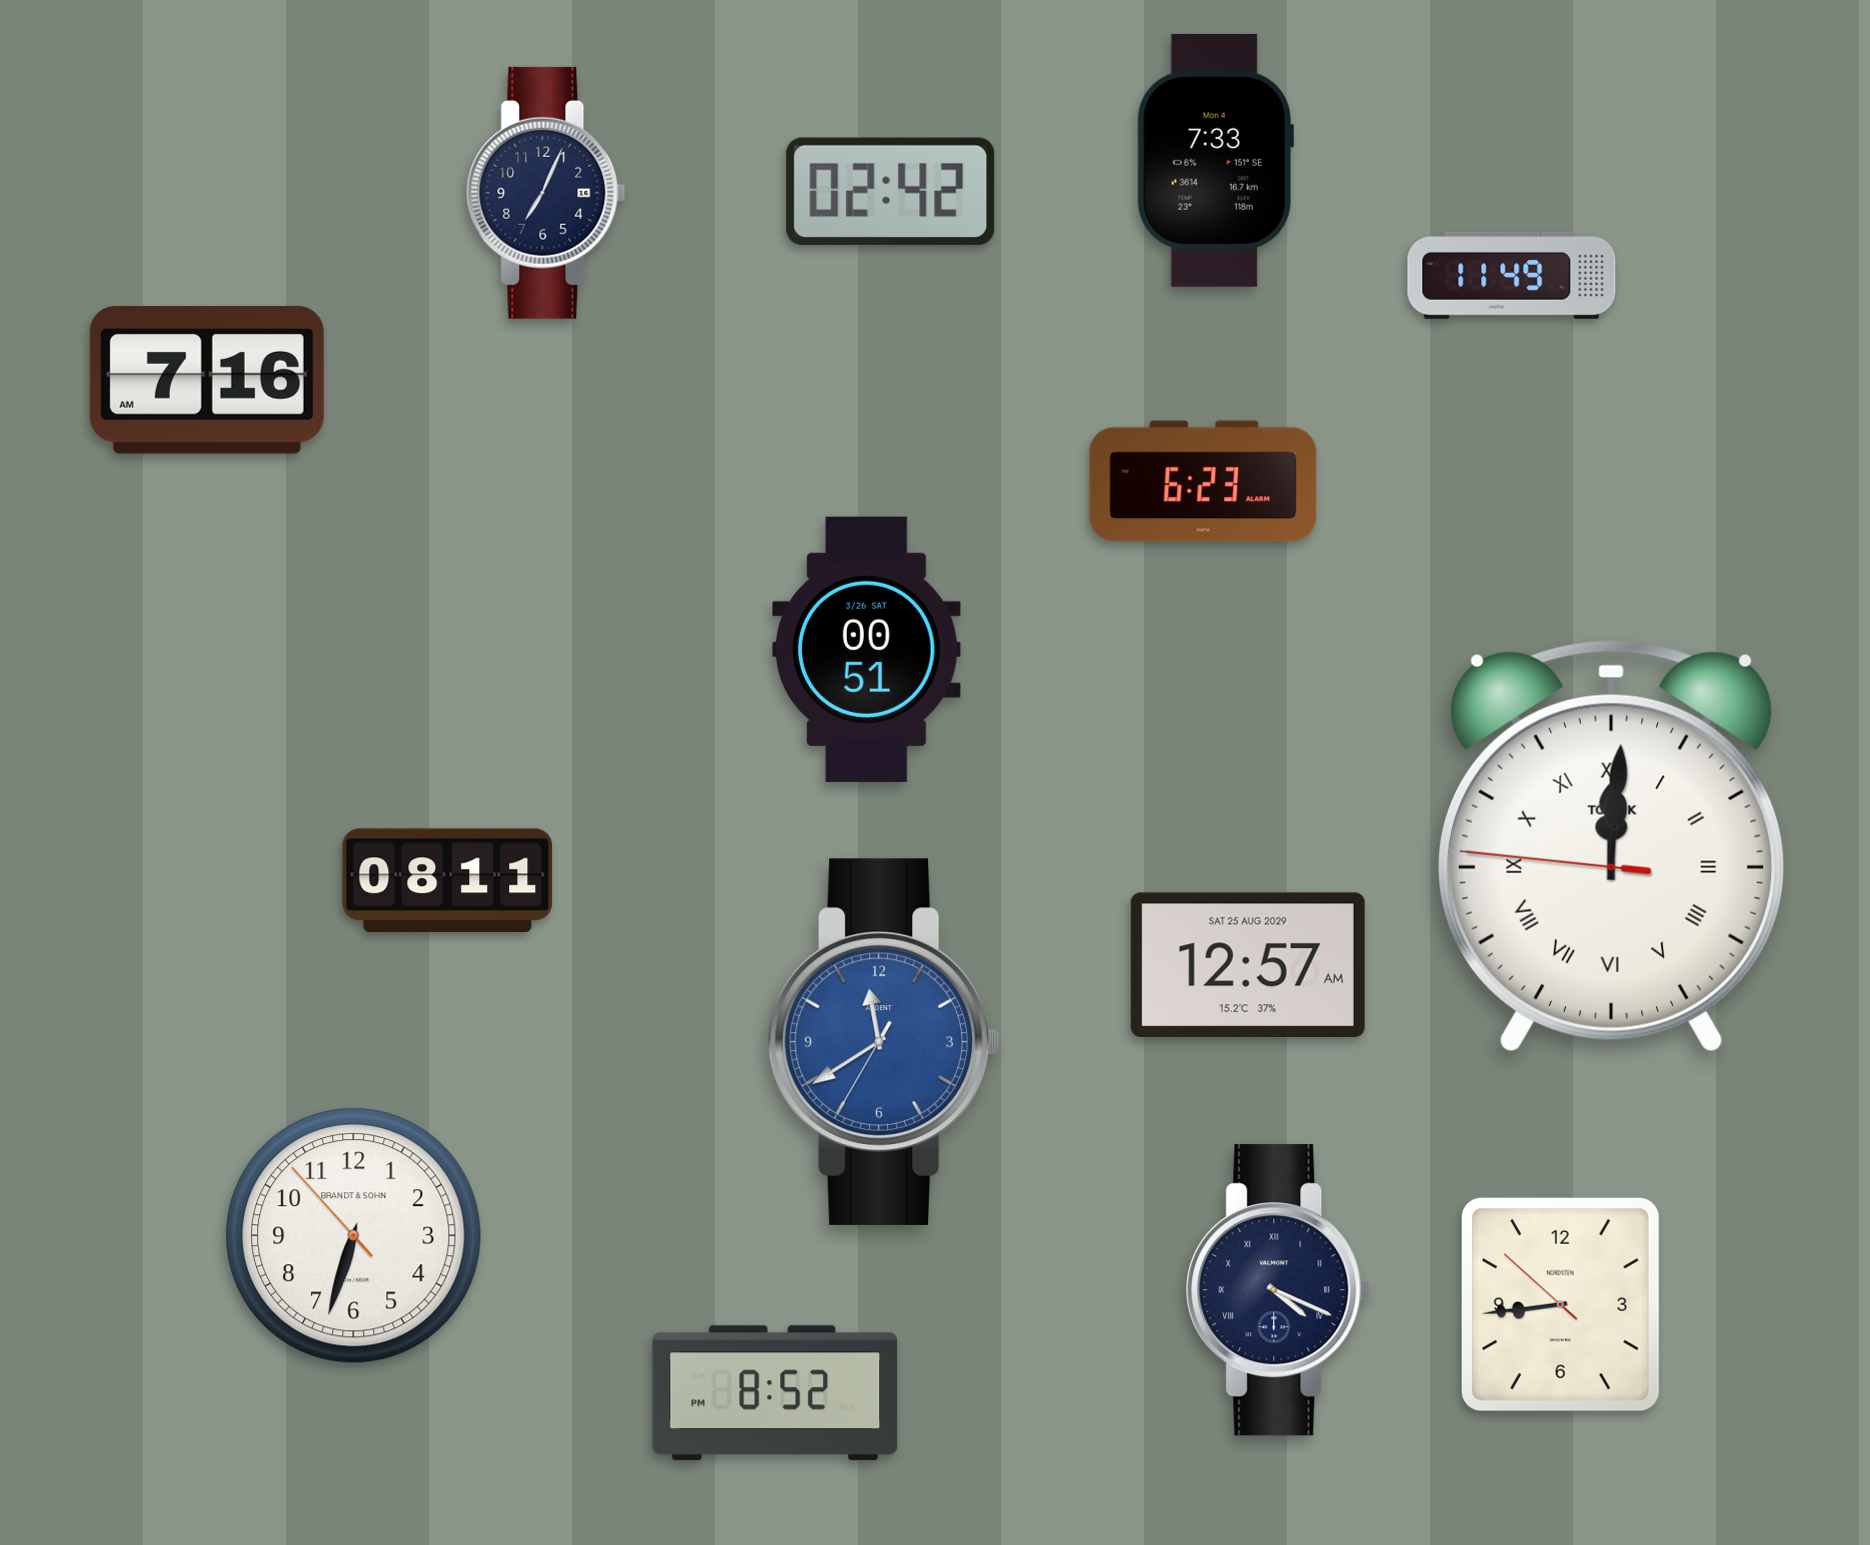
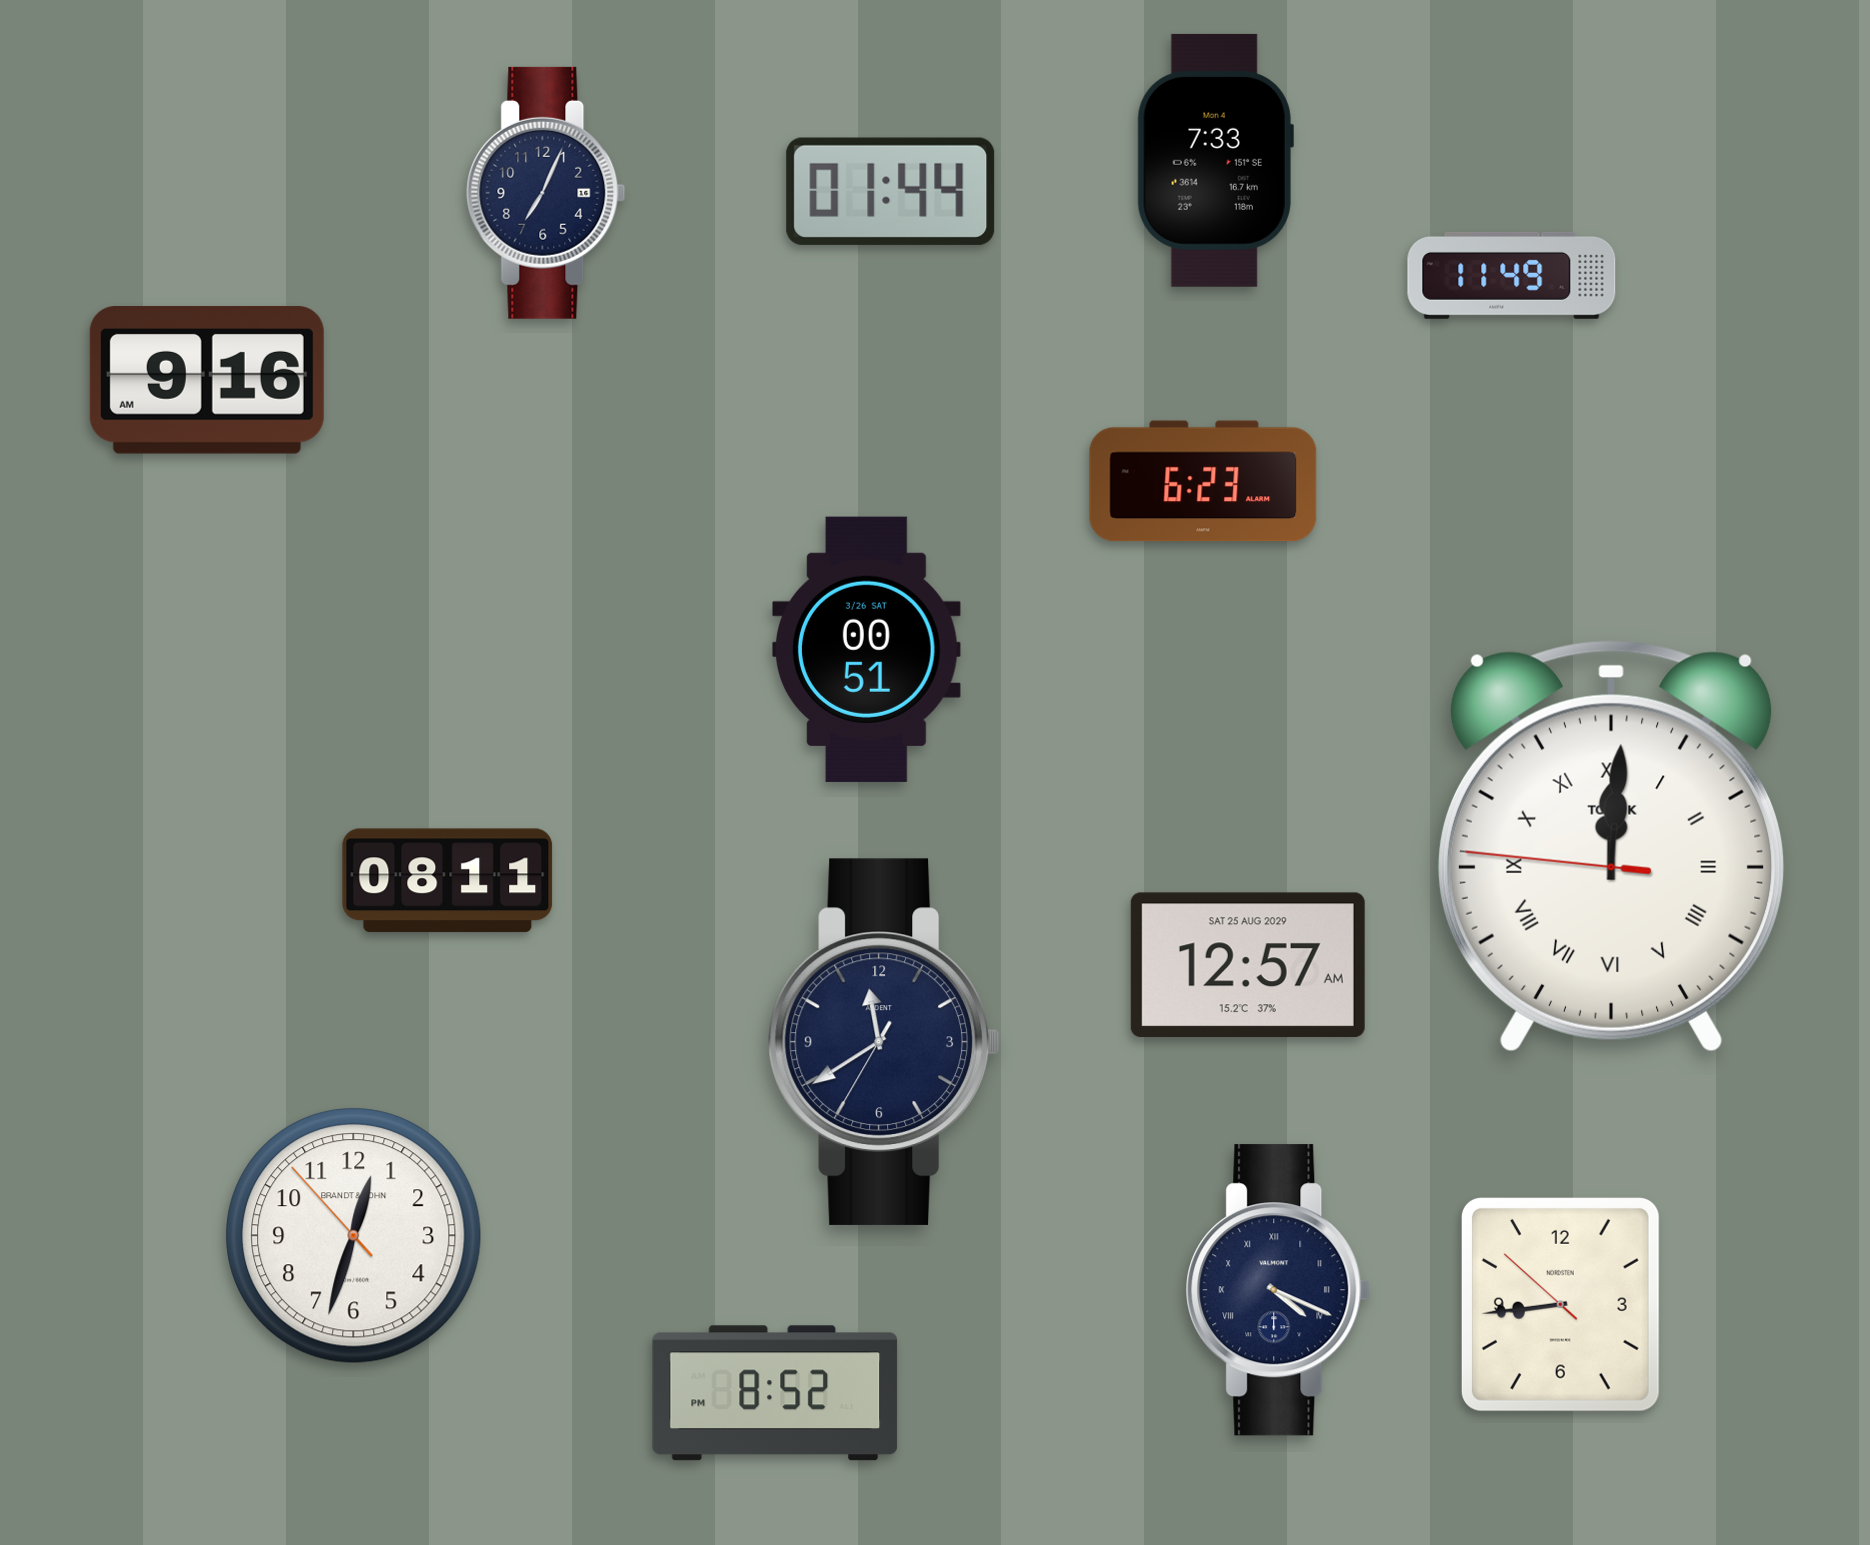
clock at (891, 191): 02:42 -> 01:44
clock at (207, 380): 7:16 -> 9:16
clock at (884, 1042) dial: blue -> navy
clock at (354, 1236): 6:32 -> 12:32
